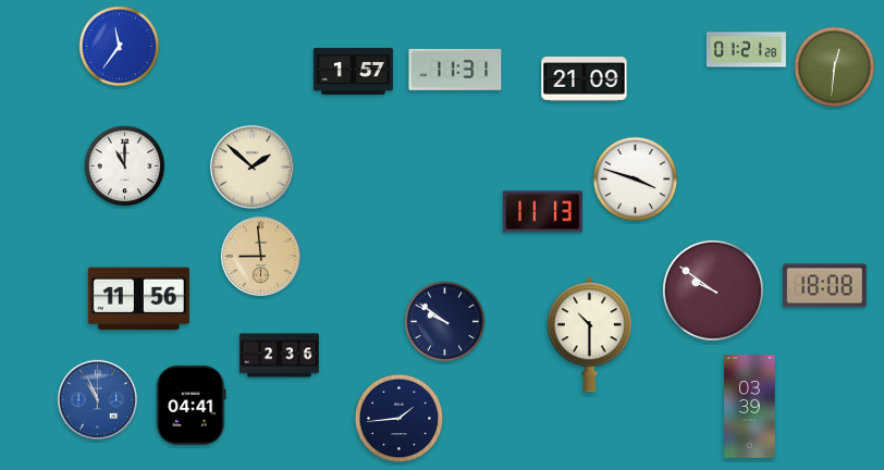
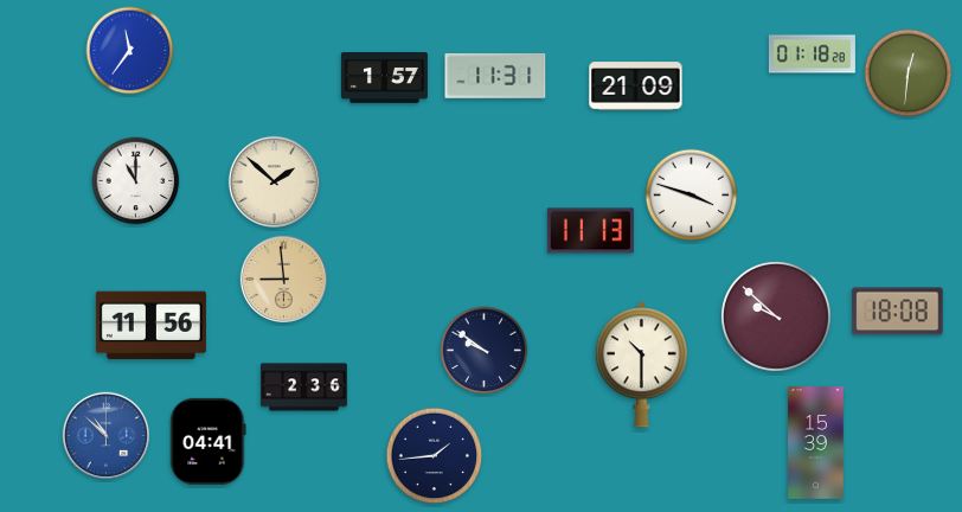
clock at (746, 50): 01:21 -> 01:18
clock at (713, 290): 9:51 -> 9:52
clock at (97, 399): 10:56 -> 10:52
clock at (750, 407): 03:39 -> 15:39
